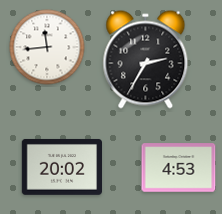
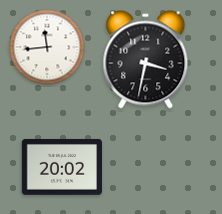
clock at (146, 60): 2:35 -> 3:32
clock at (179, 168): 4:53 -> none
